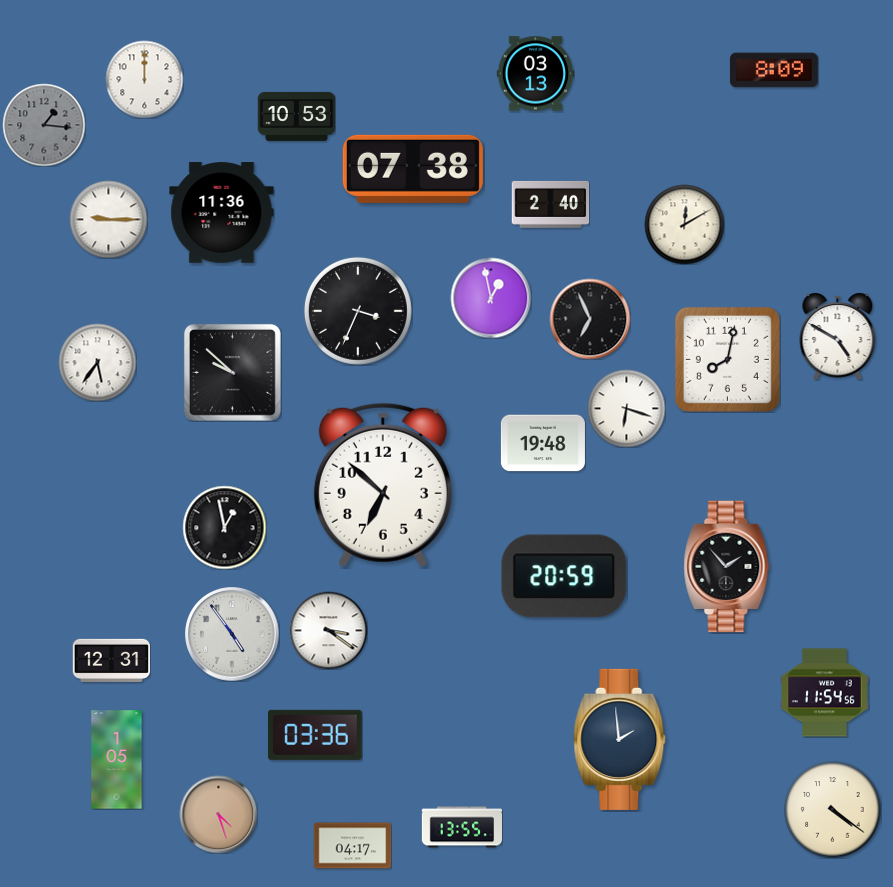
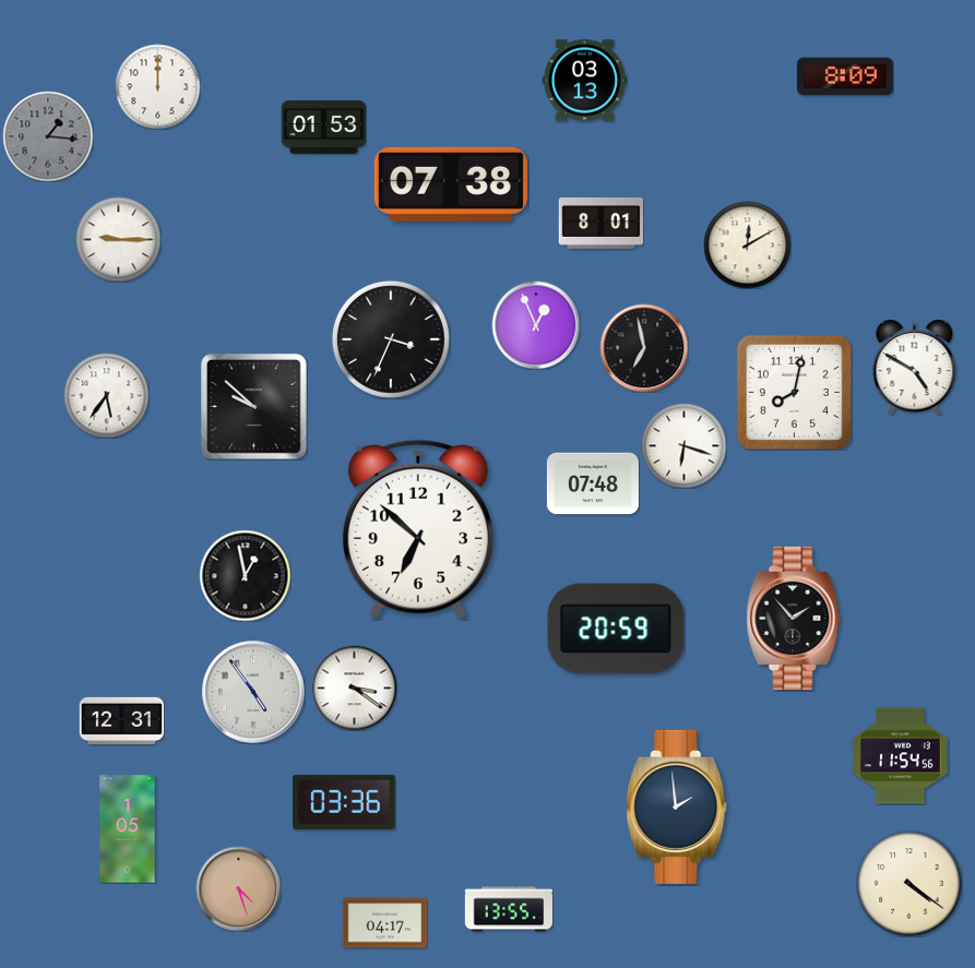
clock at (296, 116): 10:53 -> 01:53
clock at (550, 204): 2:40 -> 8:01
clock at (222, 213): 11:36 -> none
clock at (491, 298): 12:58 -> 12:56
clock at (590, 319): 6:56 -> 6:58
clock at (543, 443): 19:48 -> 07:48
clock at (328, 630) position: (328, 630) -> (354, 688)
clock at (461, 827) position: (461, 827) -> (508, 909)
